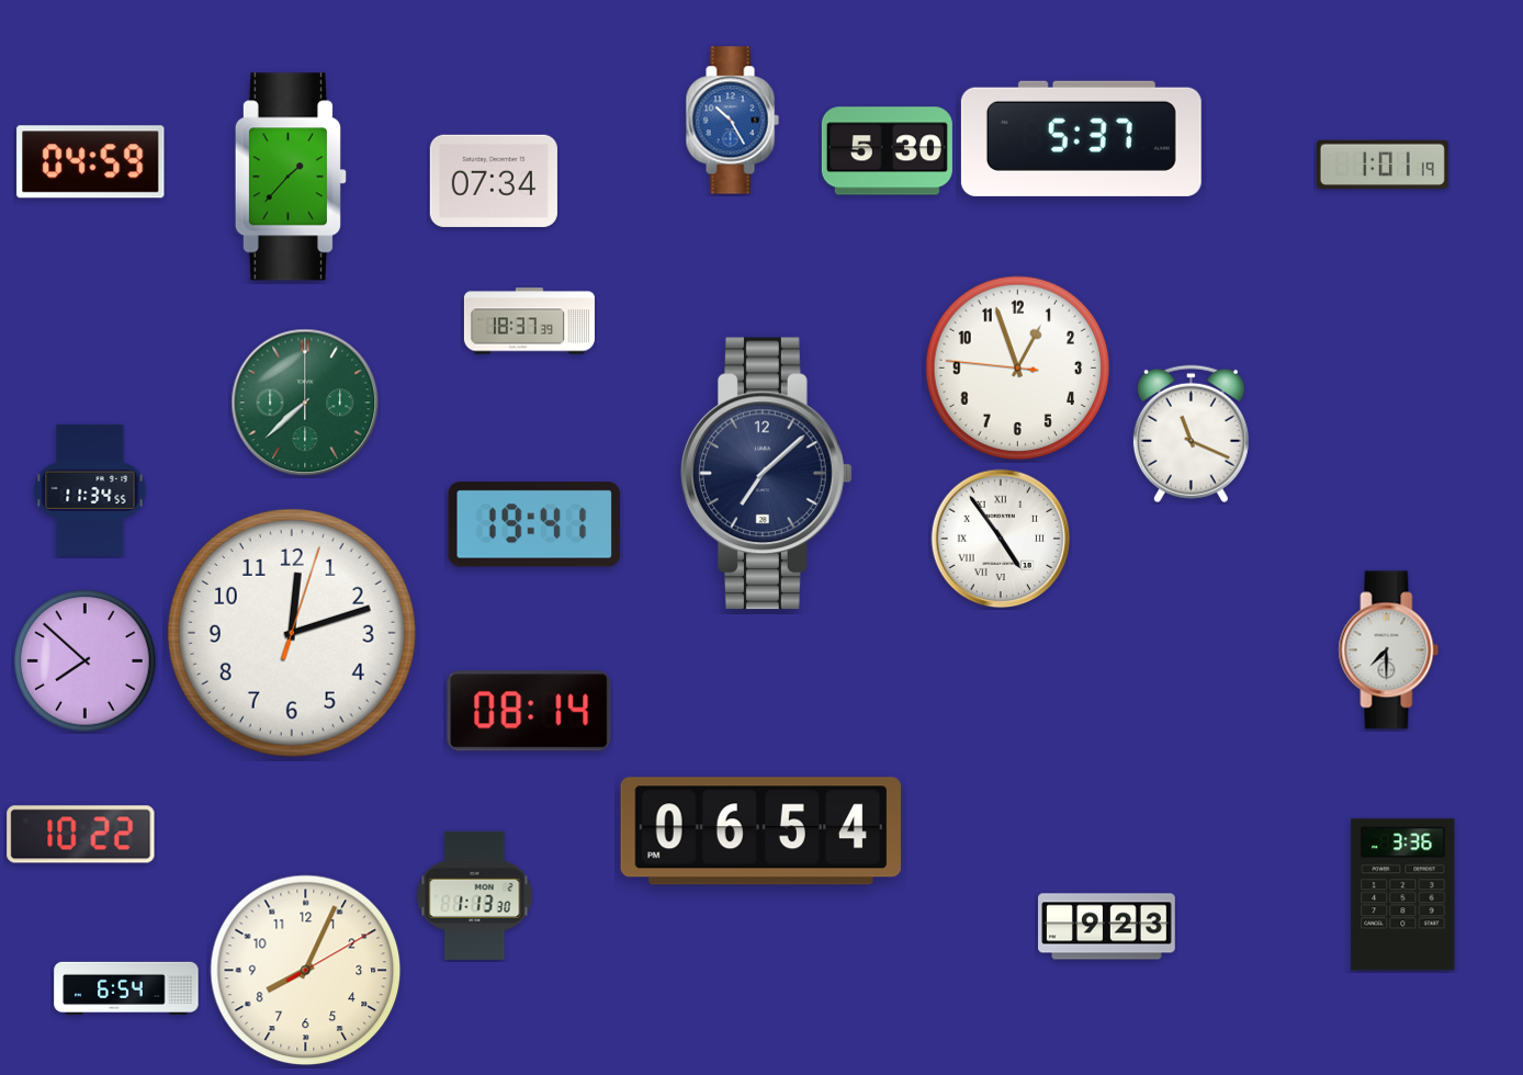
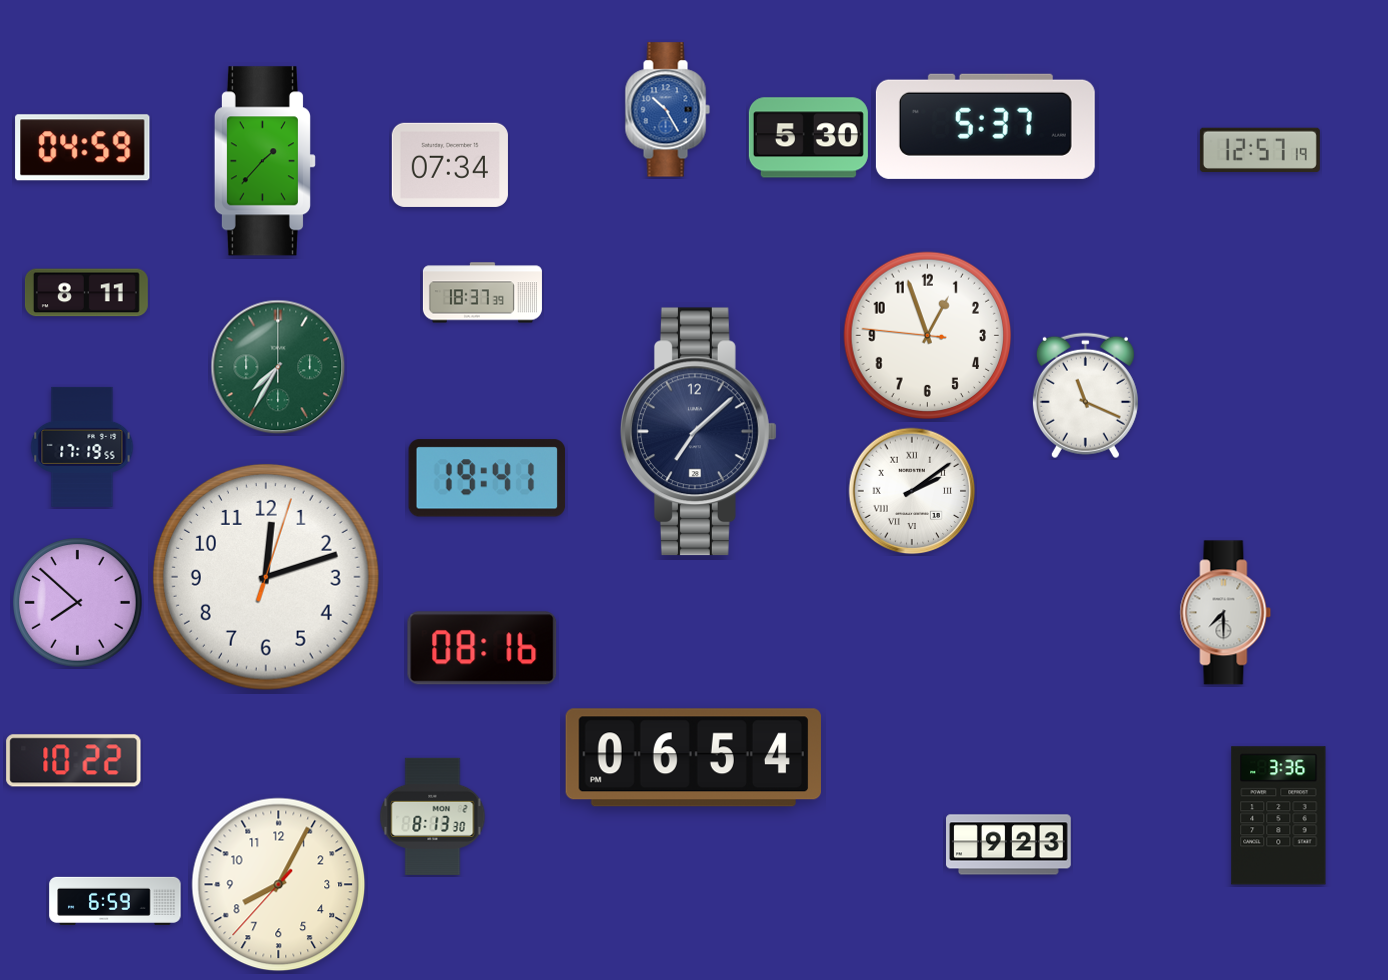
clock at (1383, 163): 1:01 -> 12:57
clock at (86, 293): none -> 8:11
clock at (305, 403): 7:38 -> 7:35
clock at (90, 490): 11:34 -> 17:19
clock at (1001, 539): 4:54 -> 2:09
clock at (1389, 650) position: (1389, 650) -> (1226, 613)
clock at (529, 711): 08:14 -> 08:16
clock at (475, 895): 1:13 -> 8:13
clock at (306, 971): 8:04:10 -> 8:04:37
clock at (126, 988): 6:54 -> 6:59
